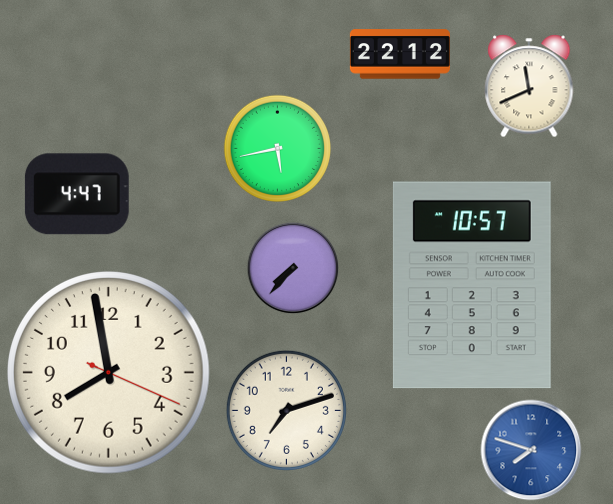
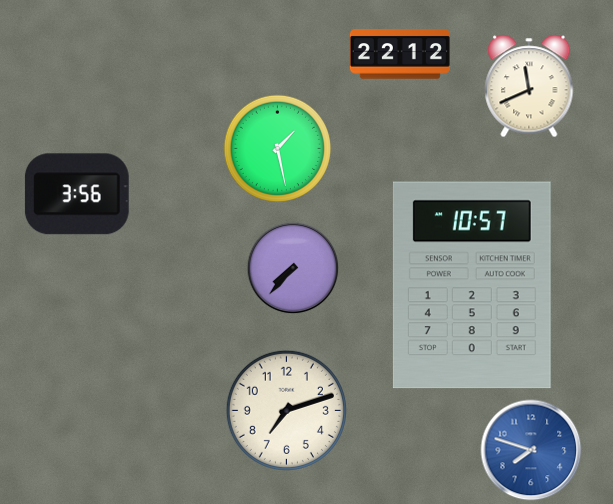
clock at (277, 148): 5:43 -> 1:28
clock at (77, 194): 4:47 -> 3:56
clock at (109, 373): 7:58 -> none
